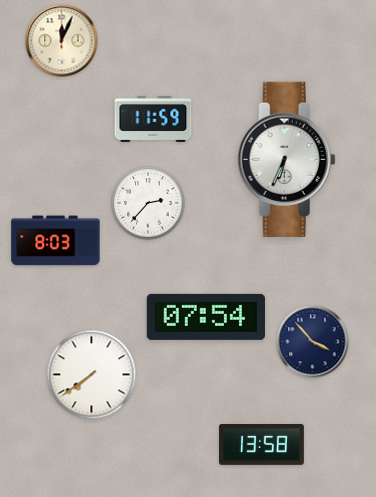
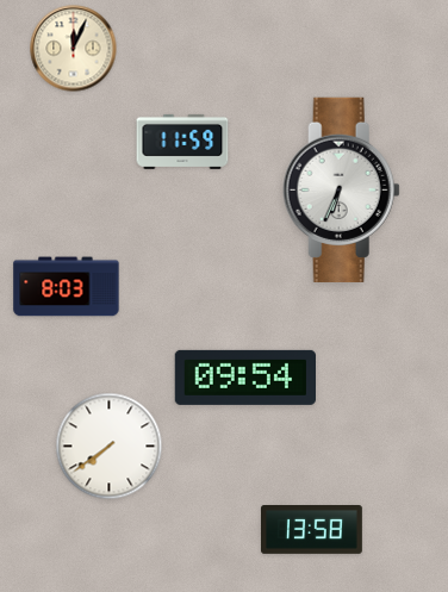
clock at (148, 203): 2:37 -> none
clock at (205, 317): 07:54 -> 09:54
clock at (313, 342): 3:53 -> none
